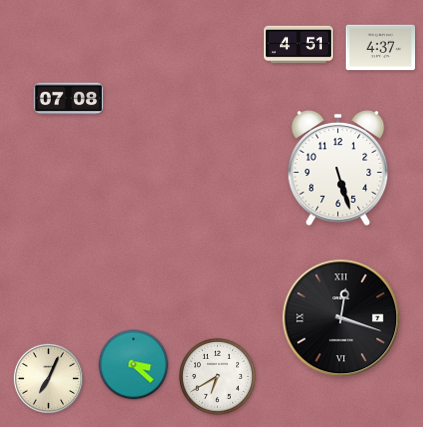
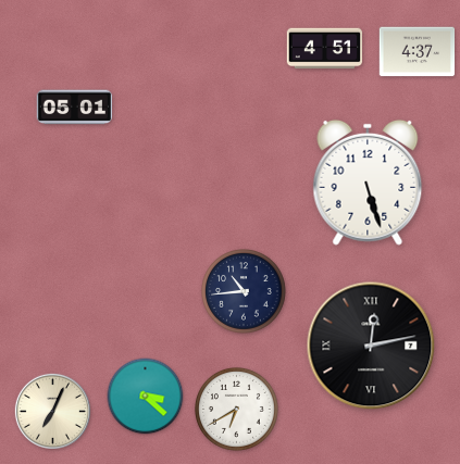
clock at (381, 48) position: (381, 48) -> (418, 52)
clock at (69, 99): 07:08 -> 05:01
clock at (245, 292): none -> 10:44
clock at (341, 318): 12:18 -> 12:13
